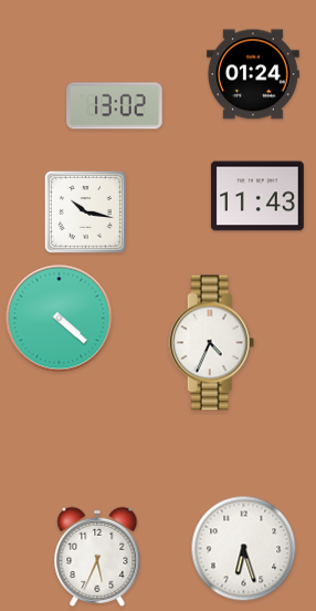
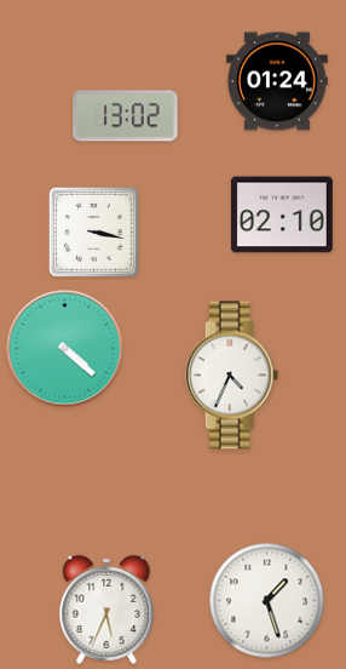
clock at (257, 196): 11:43 -> 02:10
clock at (85, 211): 10:17 -> 3:17
clock at (244, 549): 6:27 -> 1:27
